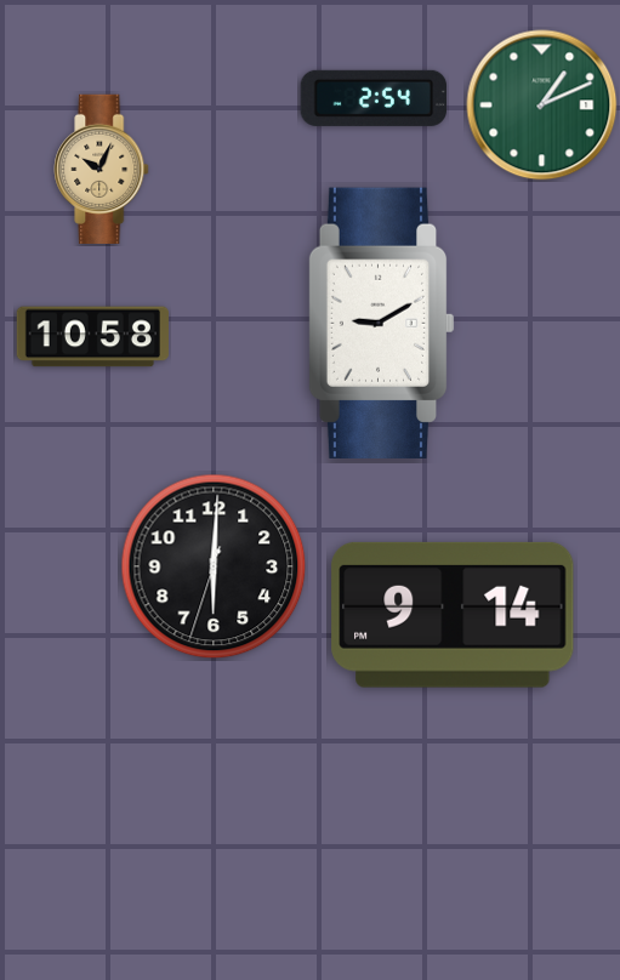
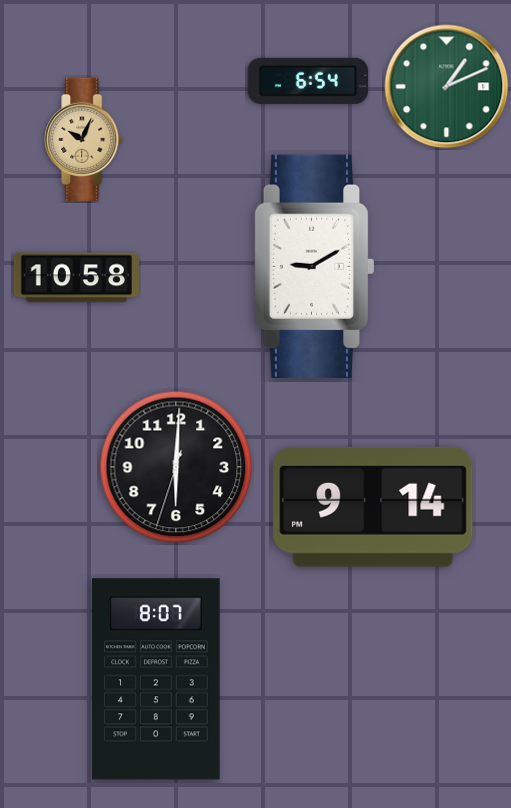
clock at (374, 98): 2:54 -> 6:54
clock at (156, 679): none -> 8:07
